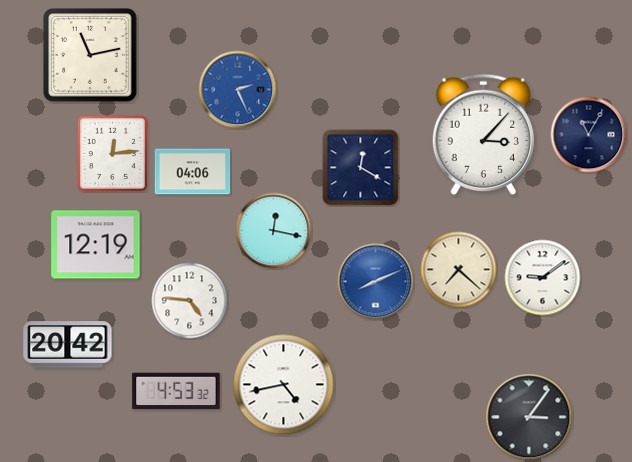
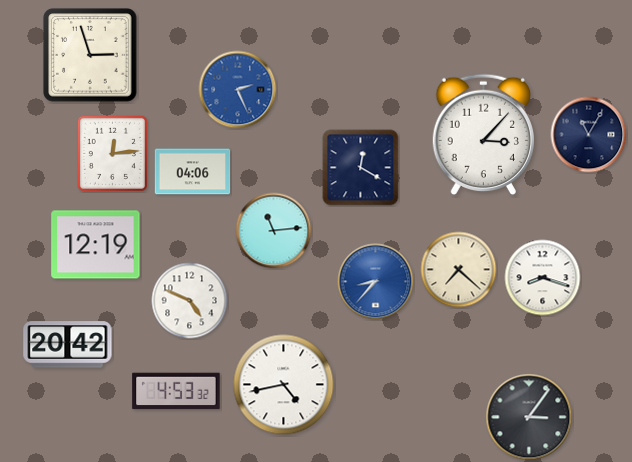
clock at (90, 55): 11:13 -> 2:57
clock at (274, 231): 12:17 -> 11:14
clock at (543, 278): 9:09 -> 8:18
clock at (376, 282): 8:11 -> 8:37
clock at (190, 301): 4:46 -> 4:49
